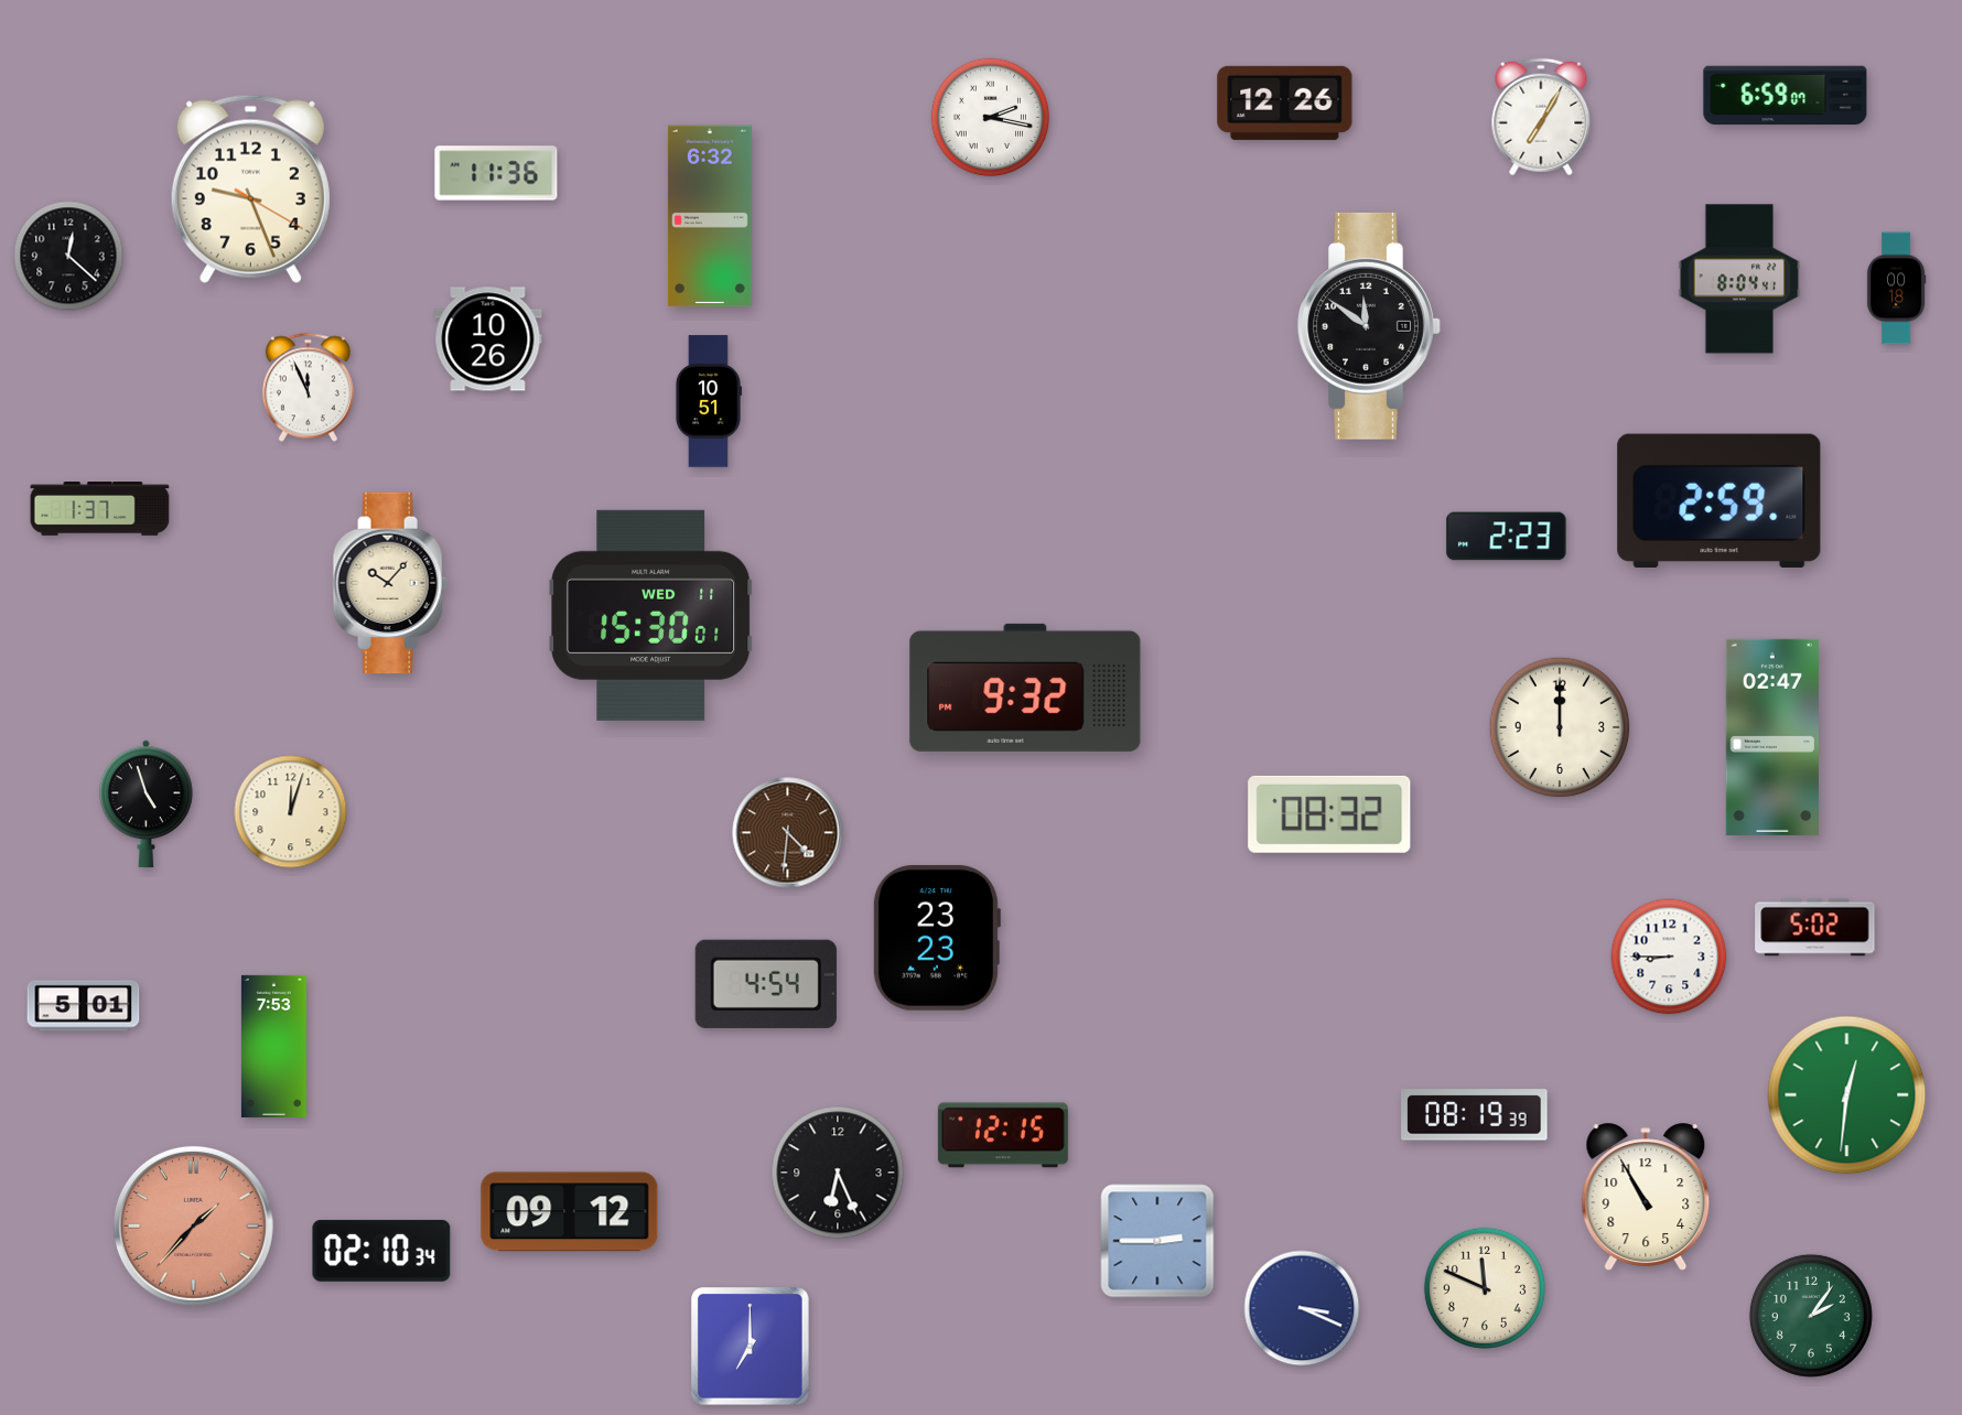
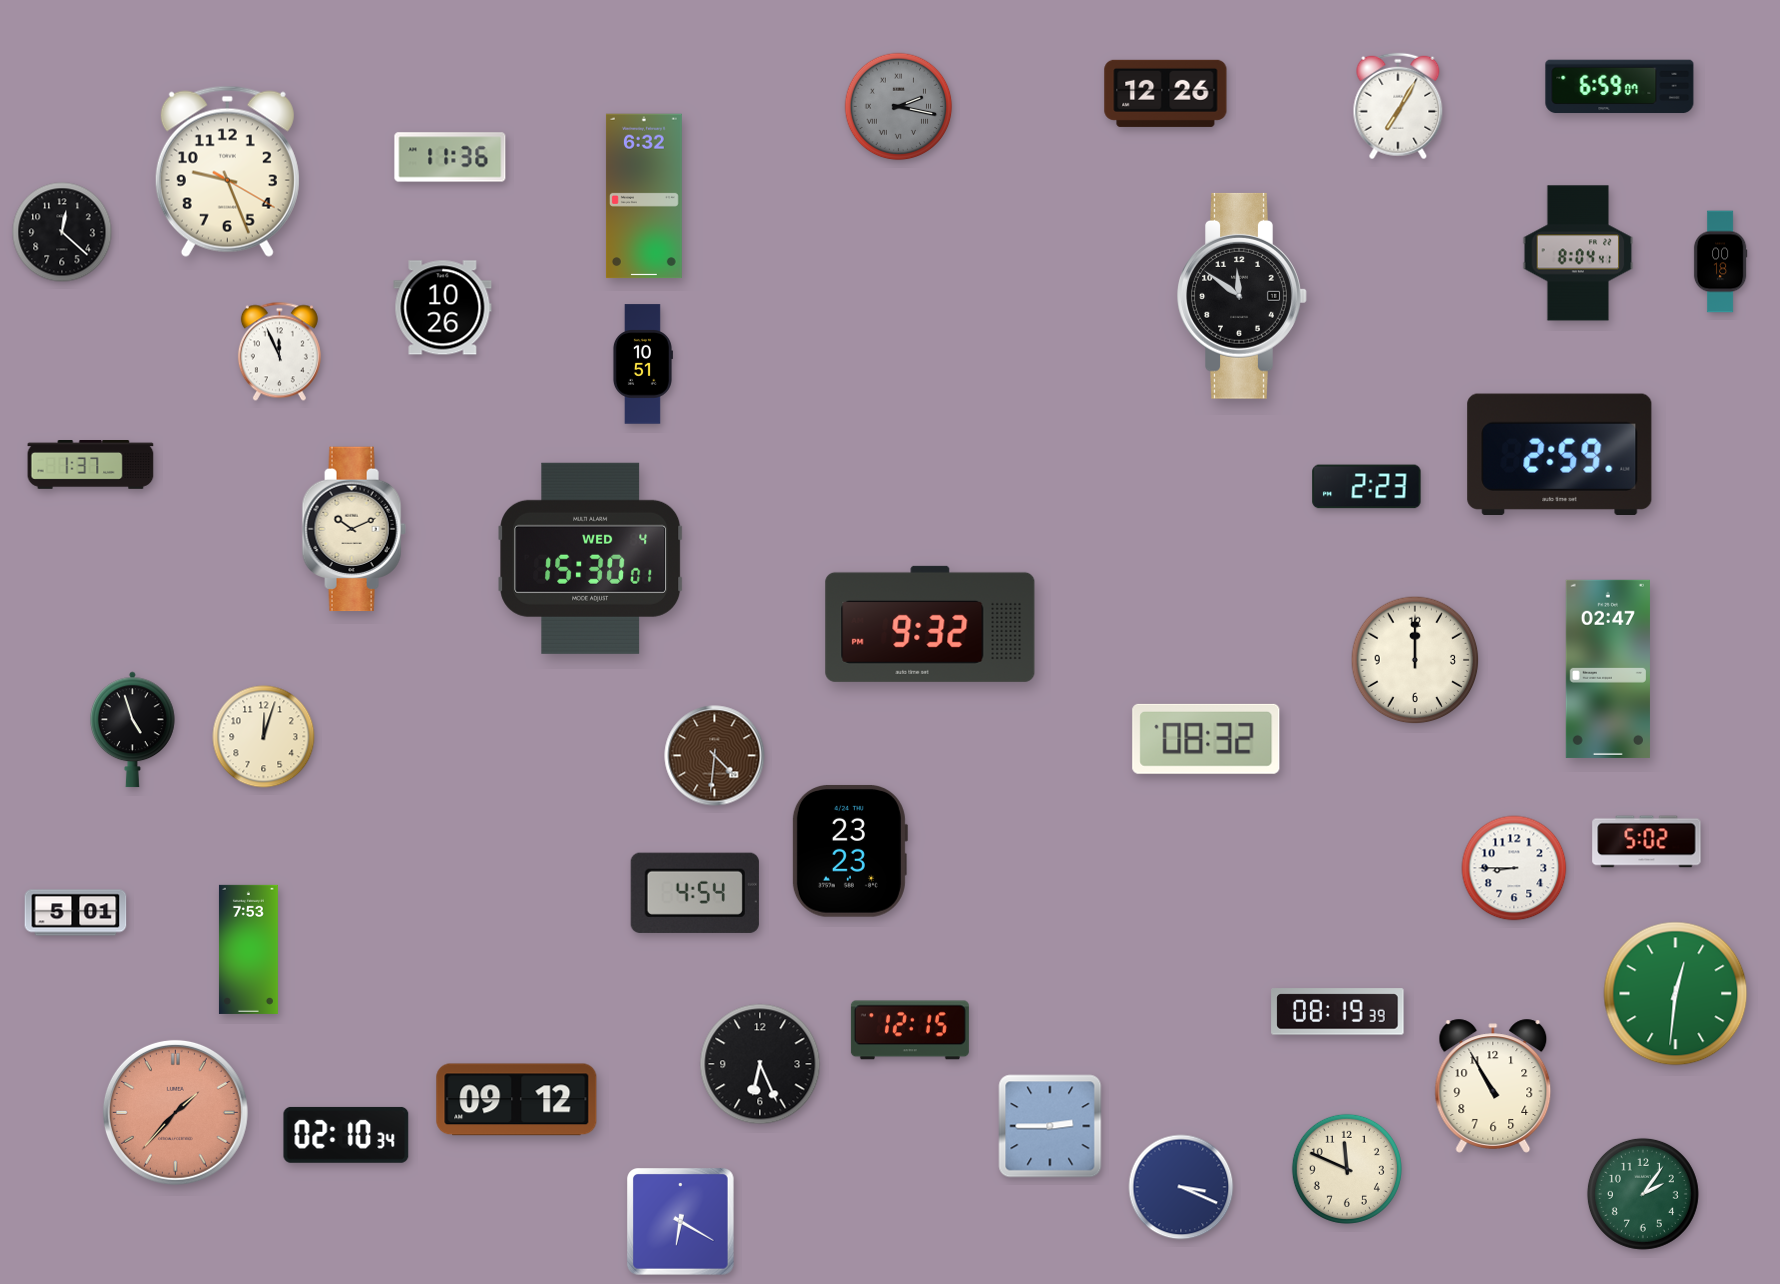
clock at (991, 118) dial: white -> grey
clock at (100, 509) position: (100, 509) -> (91, 465)
clock at (390, 583): 10:07 -> 10:11
clock at (651, 615) date: WED 11 -> WED 4
clock at (751, 1347): 7:00 -> 6:20
